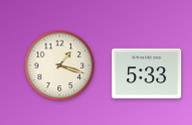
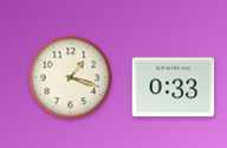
clock at (147, 74): 5:33 -> 0:33
